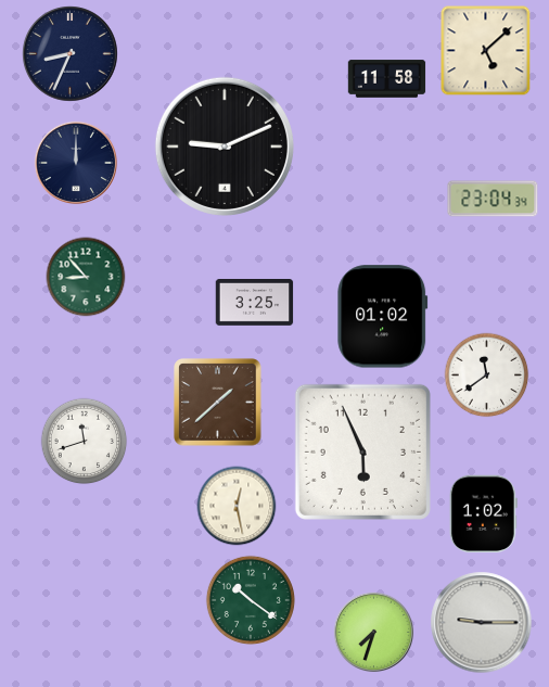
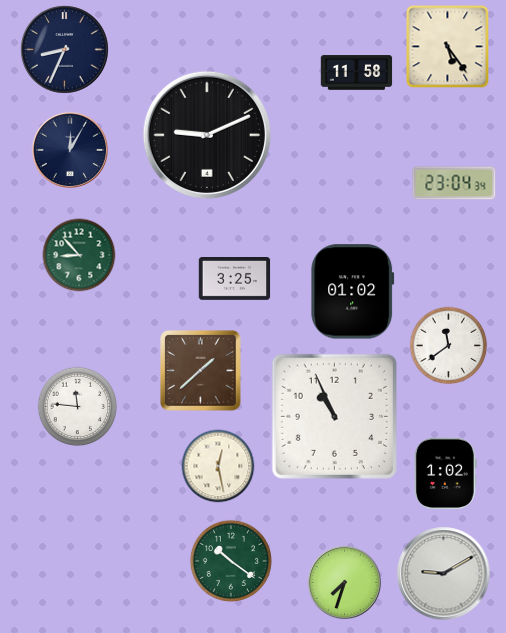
clock at (486, 51): 5:08 -> 5:24
clock at (76, 163): 12:00 -> 12:05
clock at (85, 442): 11:42 -> 11:46
clock at (362, 451): 5:56 -> 10:56
clock at (251, 600) position: (251, 600) -> (231, 561)
clock at (482, 623): 9:15 -> 9:10
